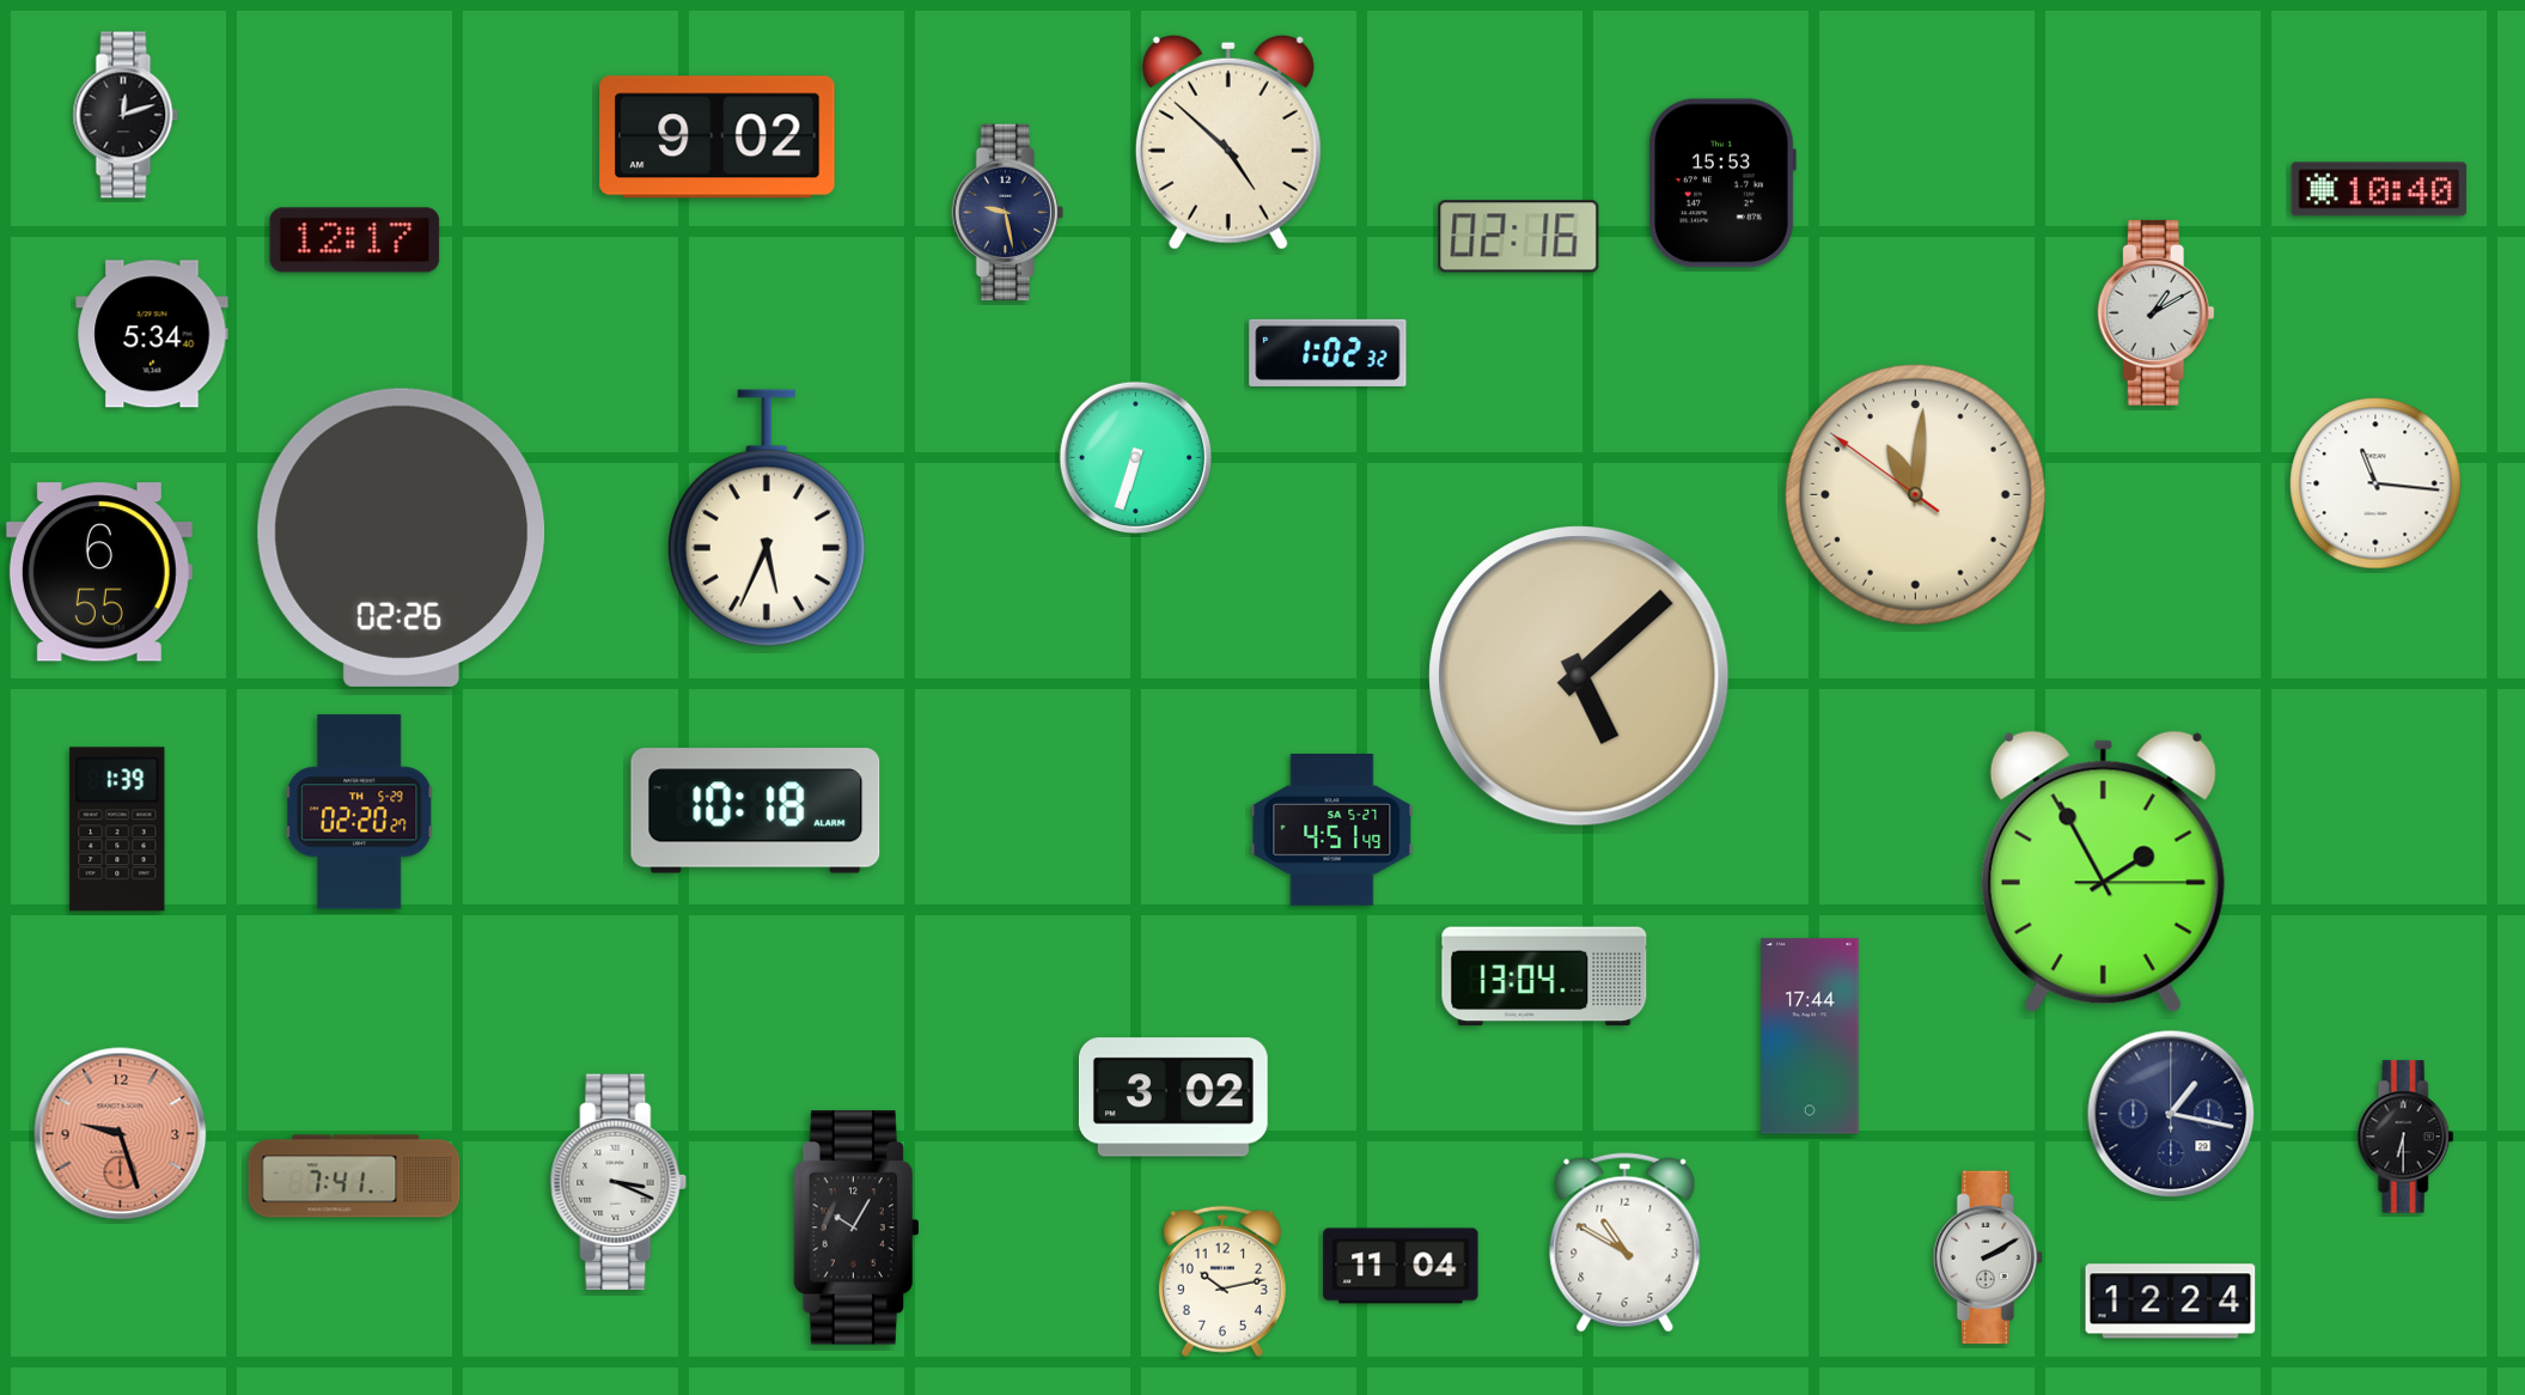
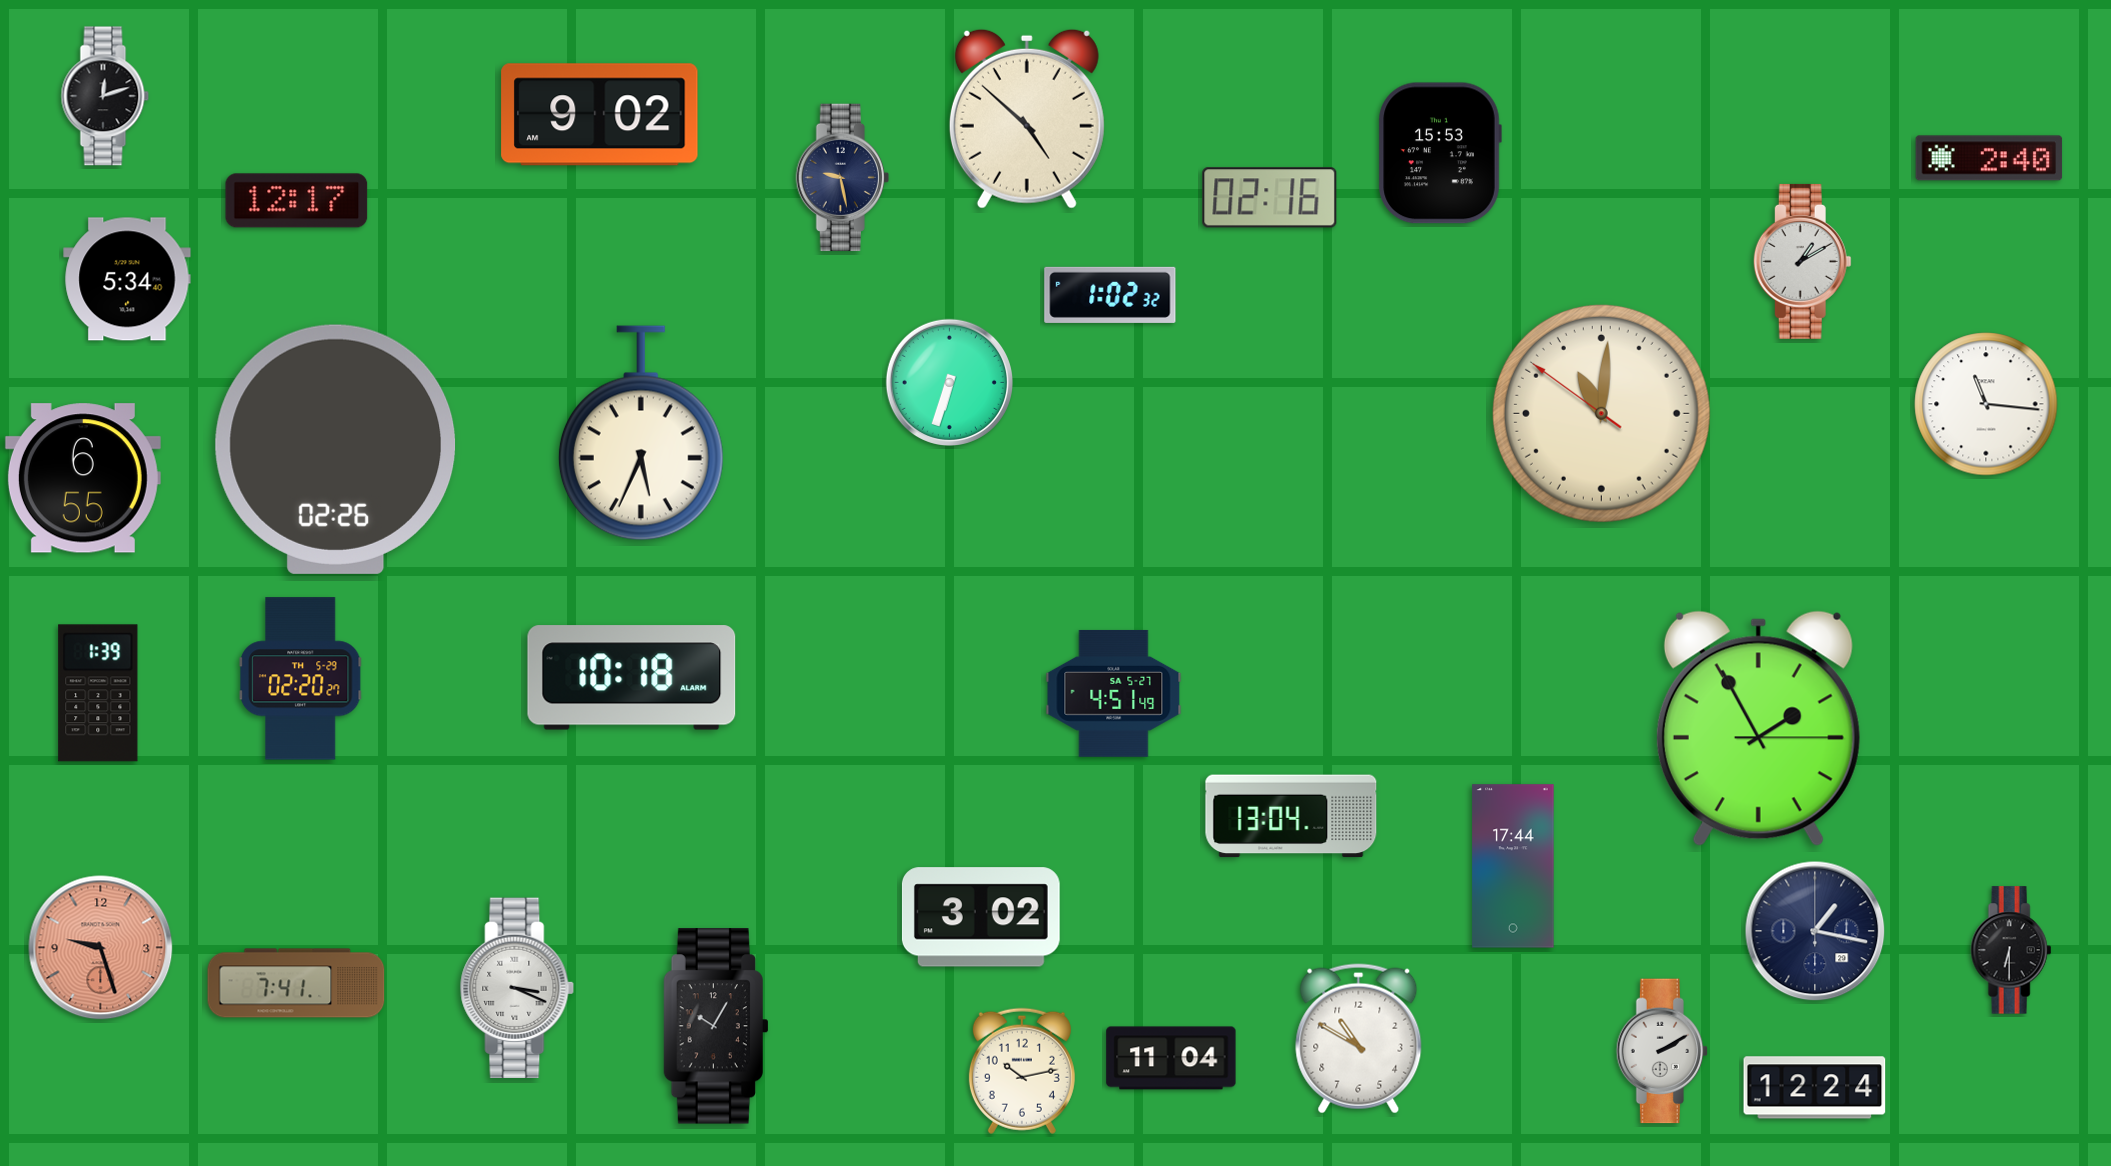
clock at (2379, 189): 10:40 -> 2:40
clock at (1580, 677): 5:08 -> none
